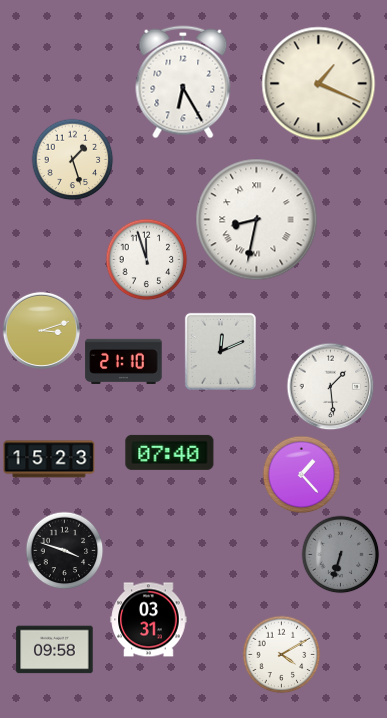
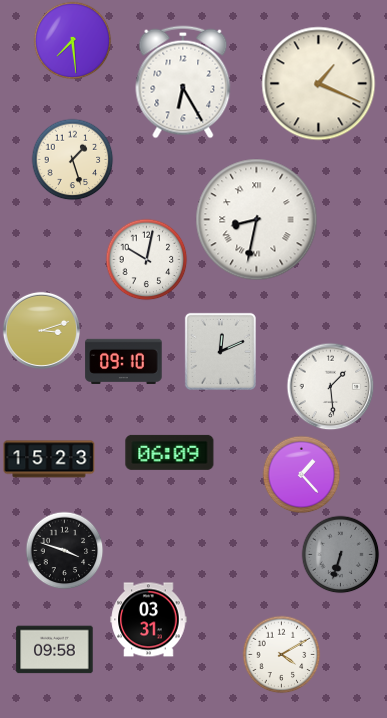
clock at (72, 40): none -> 7:29
clock at (146, 259): 11:57 -> 10:02
clock at (124, 361): 21:10 -> 09:10
clock at (170, 452): 07:40 -> 06:09
